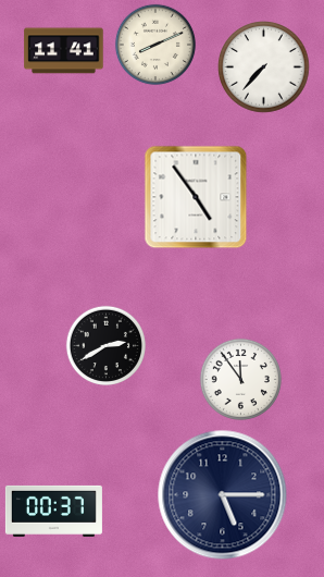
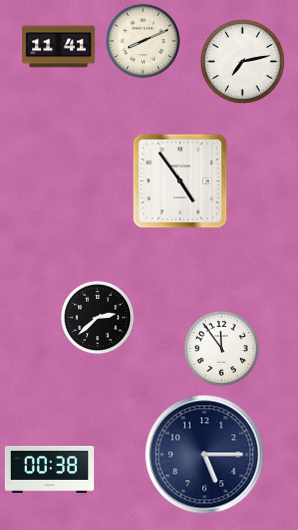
clock at (264, 67): 7:37 -> 7:13
clock at (105, 345): 2:40 -> 2:38
clock at (53, 511): 00:37 -> 00:38
